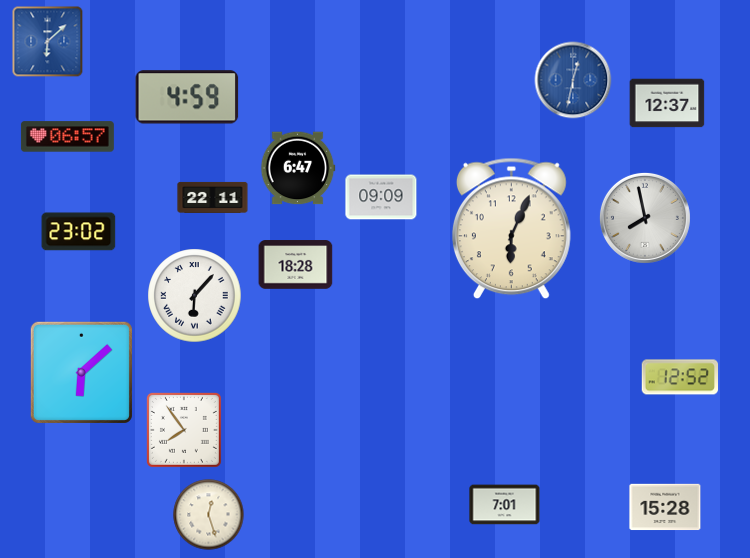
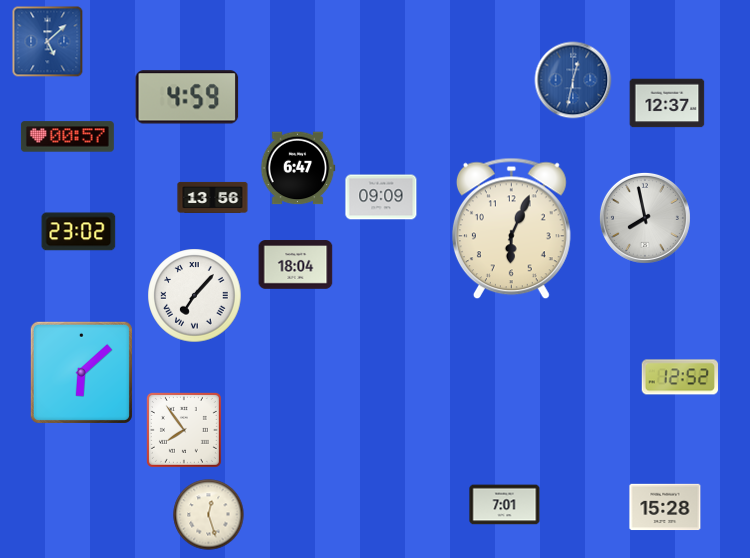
clock at (48, 42): 6:08 -> 5:08
clock at (67, 137): 06:57 -> 00:57
clock at (213, 197): 22:11 -> 13:56
clock at (296, 265): 18:28 -> 18:04
clock at (195, 296): 6:07 -> 7:07
